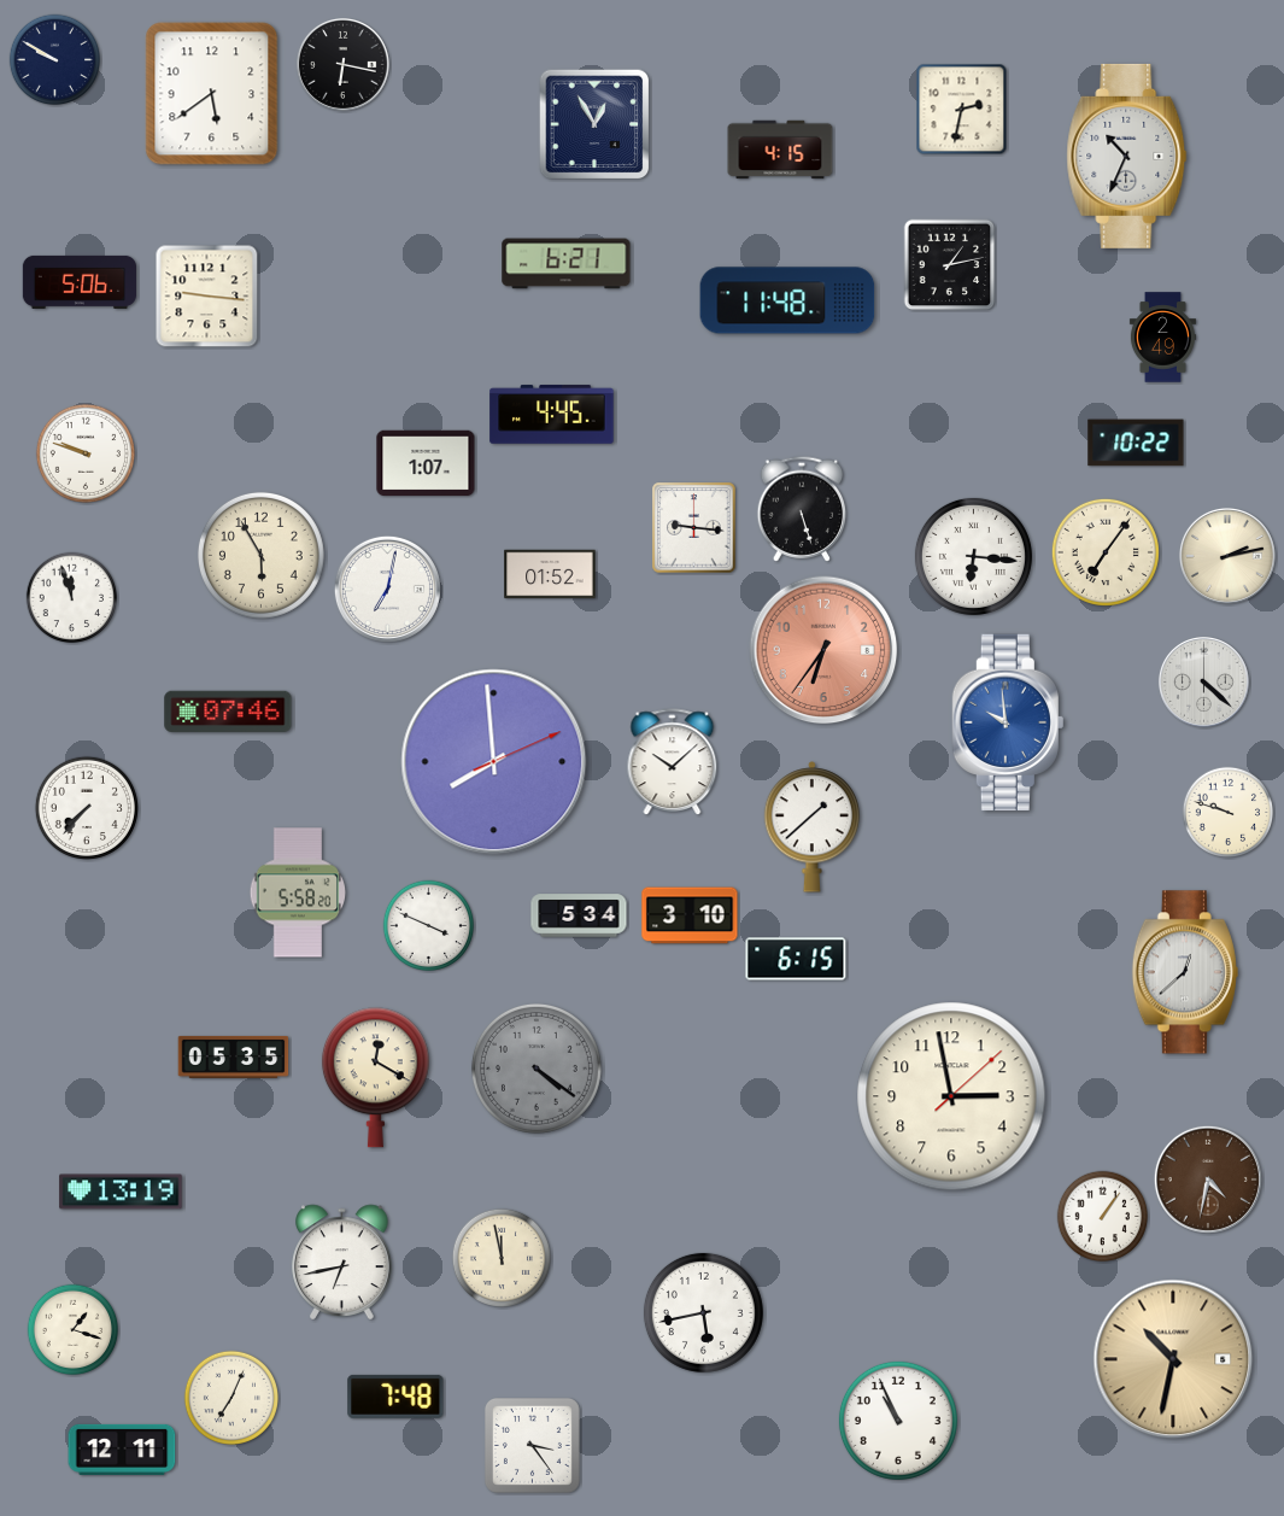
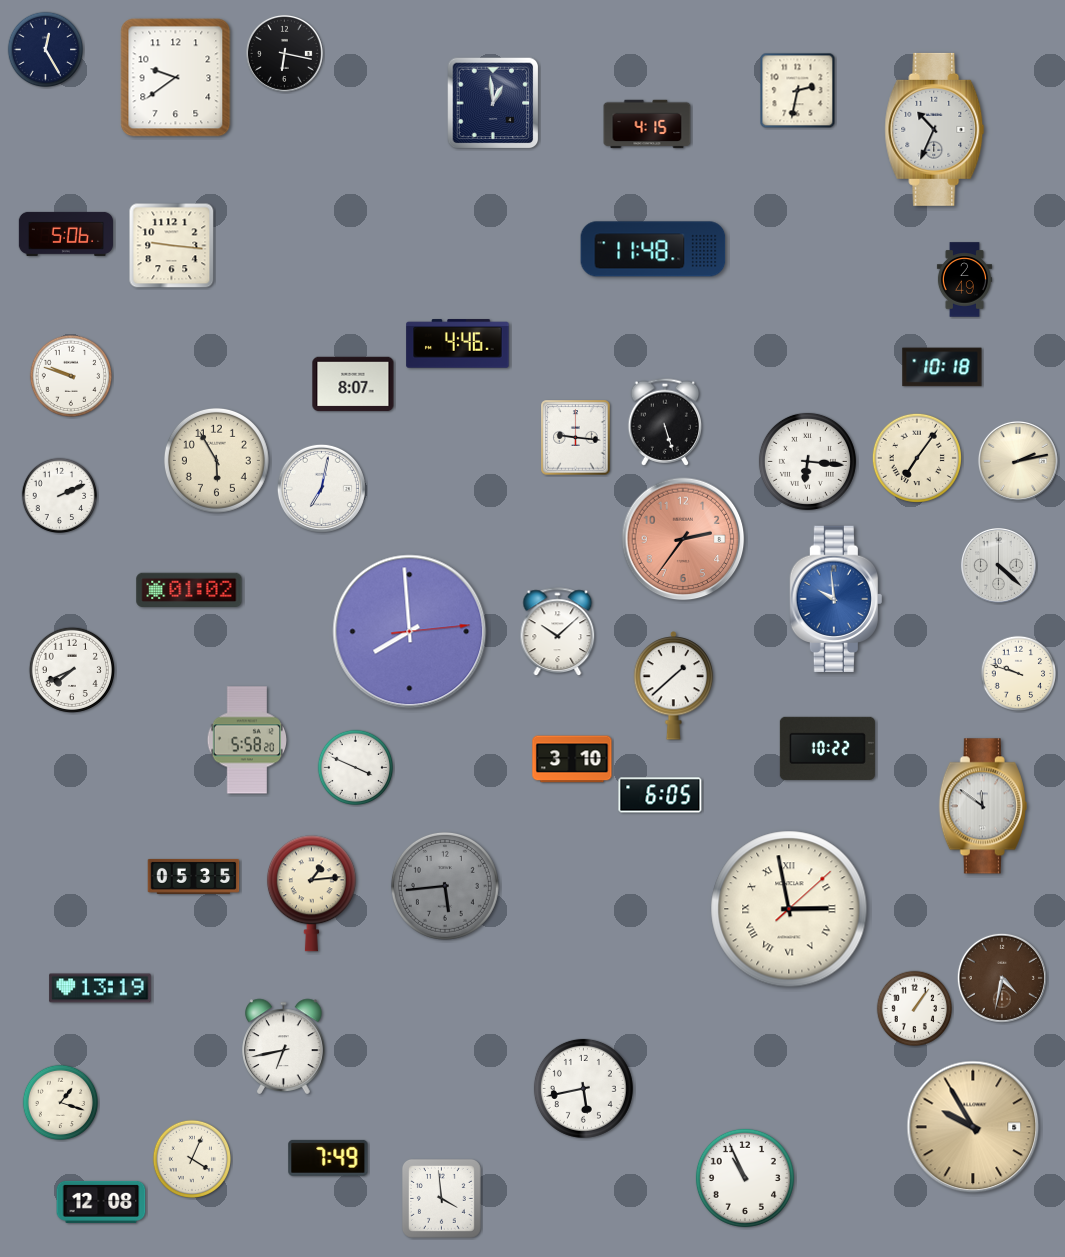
clock at (55, 60): 9:50 -> 12:25
clock at (212, 94): 5:39 -> 9:39
clock at (594, 124): 12:55 -> 12:59
clock at (567, 264): 6:21 -> none
clock at (950, 265): 1:13 -> none
clock at (552, 415): 4:45 -> 4:46
clock at (1136, 443): 10:22 -> 10:18
clock at (426, 463): 1:07 -> 8:07
clock at (550, 574): 01:52 -> none
clock at (72, 598): 11:57 -> 2:11
clock at (823, 650): 6:36 -> 2:36
clock at (228, 712): 07:46 -> 01:02
clock at (494, 762): 7:59:11 -> 7:59:14
clock at (87, 808): 7:37 -> 7:41
clock at (827, 748): none -> 10:22
clock at (579, 915): 5:34 -> none
clock at (796, 959): 6:15 -> 6:05
clock at (1185, 972): 12:38 -> 11:51
clock at (537, 1069): 4:21 -> 5:44
clock at (375, 1078): 12:20 -> 1:14
clock at (951, 1096) numerals: Arabic -> Roman
clock at (500, 1257): 11:58 -> none
clock at (1173, 1359): 10:32 -> 9:55
clock at (395, 1397): 7:48 -> 7:49
clock at (231, 1398): 7:04 -> 4:04
clock at (532, 1445): 3:24 -> 3:59
clock at (122, 1450): 12:11 -> 12:08
